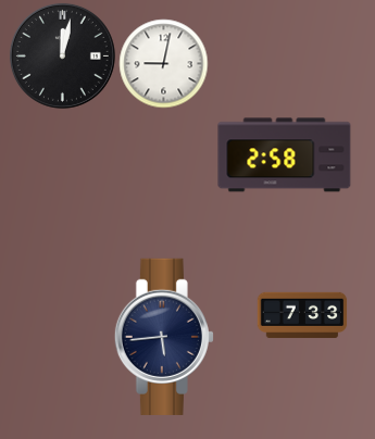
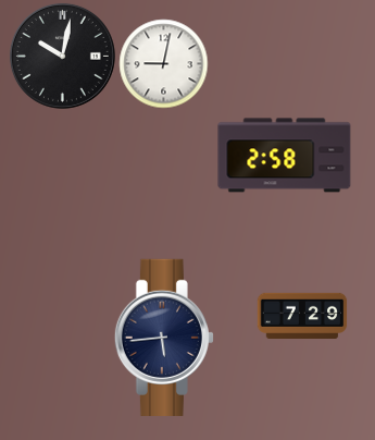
clock at (62, 55): 12:02 -> 10:02
clock at (302, 315): 7:33 -> 7:29
